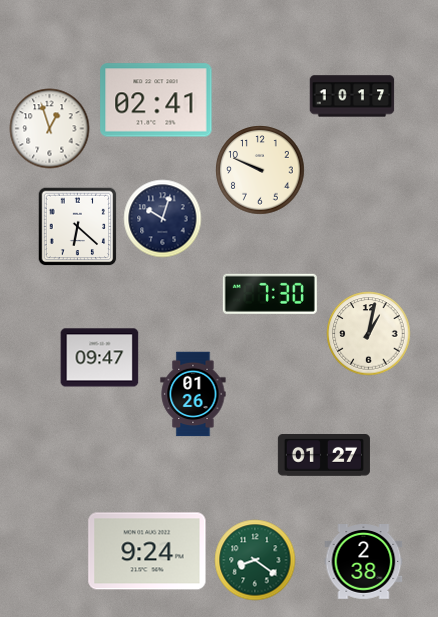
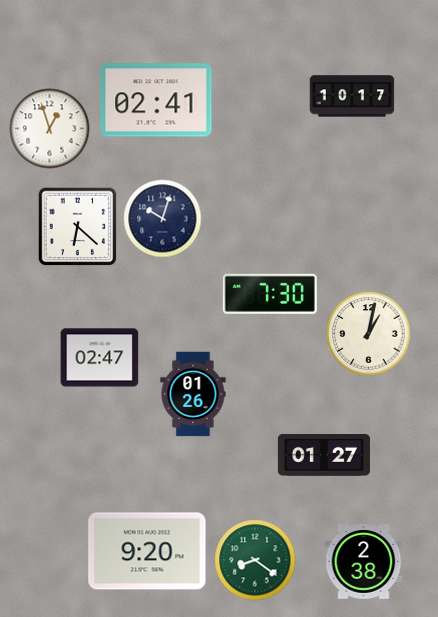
clock at (260, 170): 9:49 -> none
clock at (99, 358): 09:47 -> 02:47
clock at (147, 551): 9:24 -> 9:20
